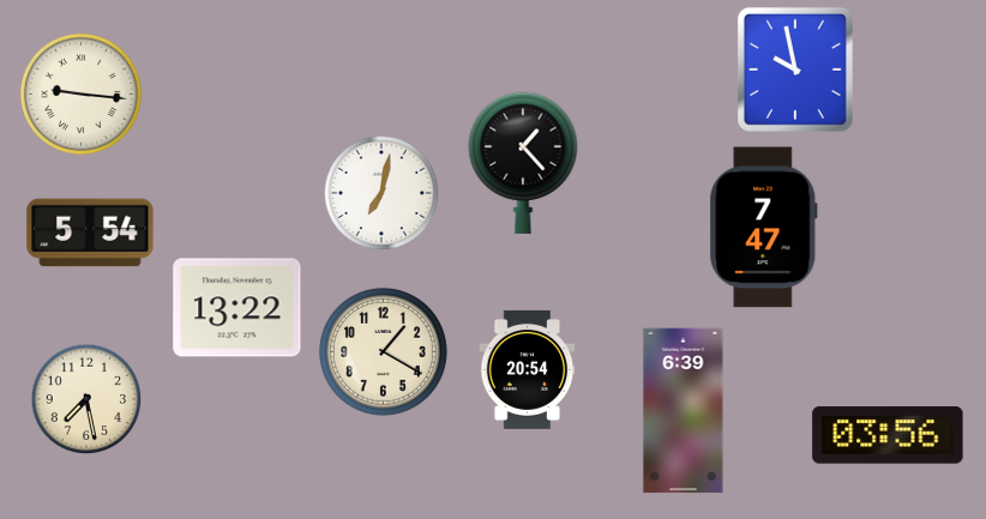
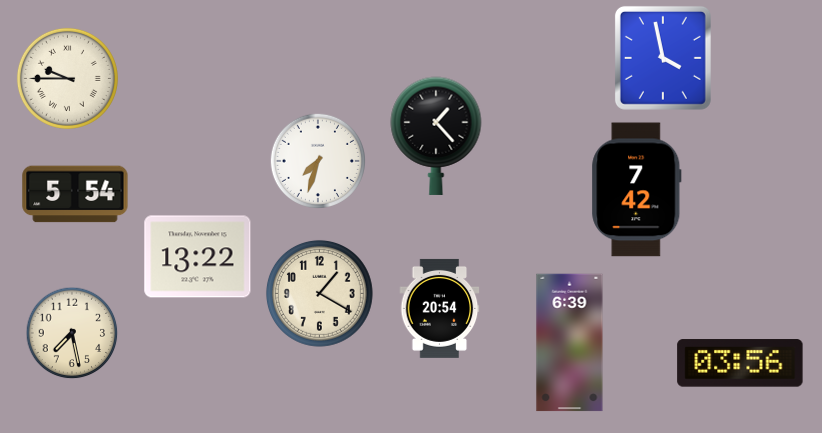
clock at (795, 70): 9:58 -> 3:58
clock at (80, 93): 9:16 -> 9:45
clock at (380, 192): 7:02 -> 7:33
clock at (764, 228): 7:47 -> 7:42
